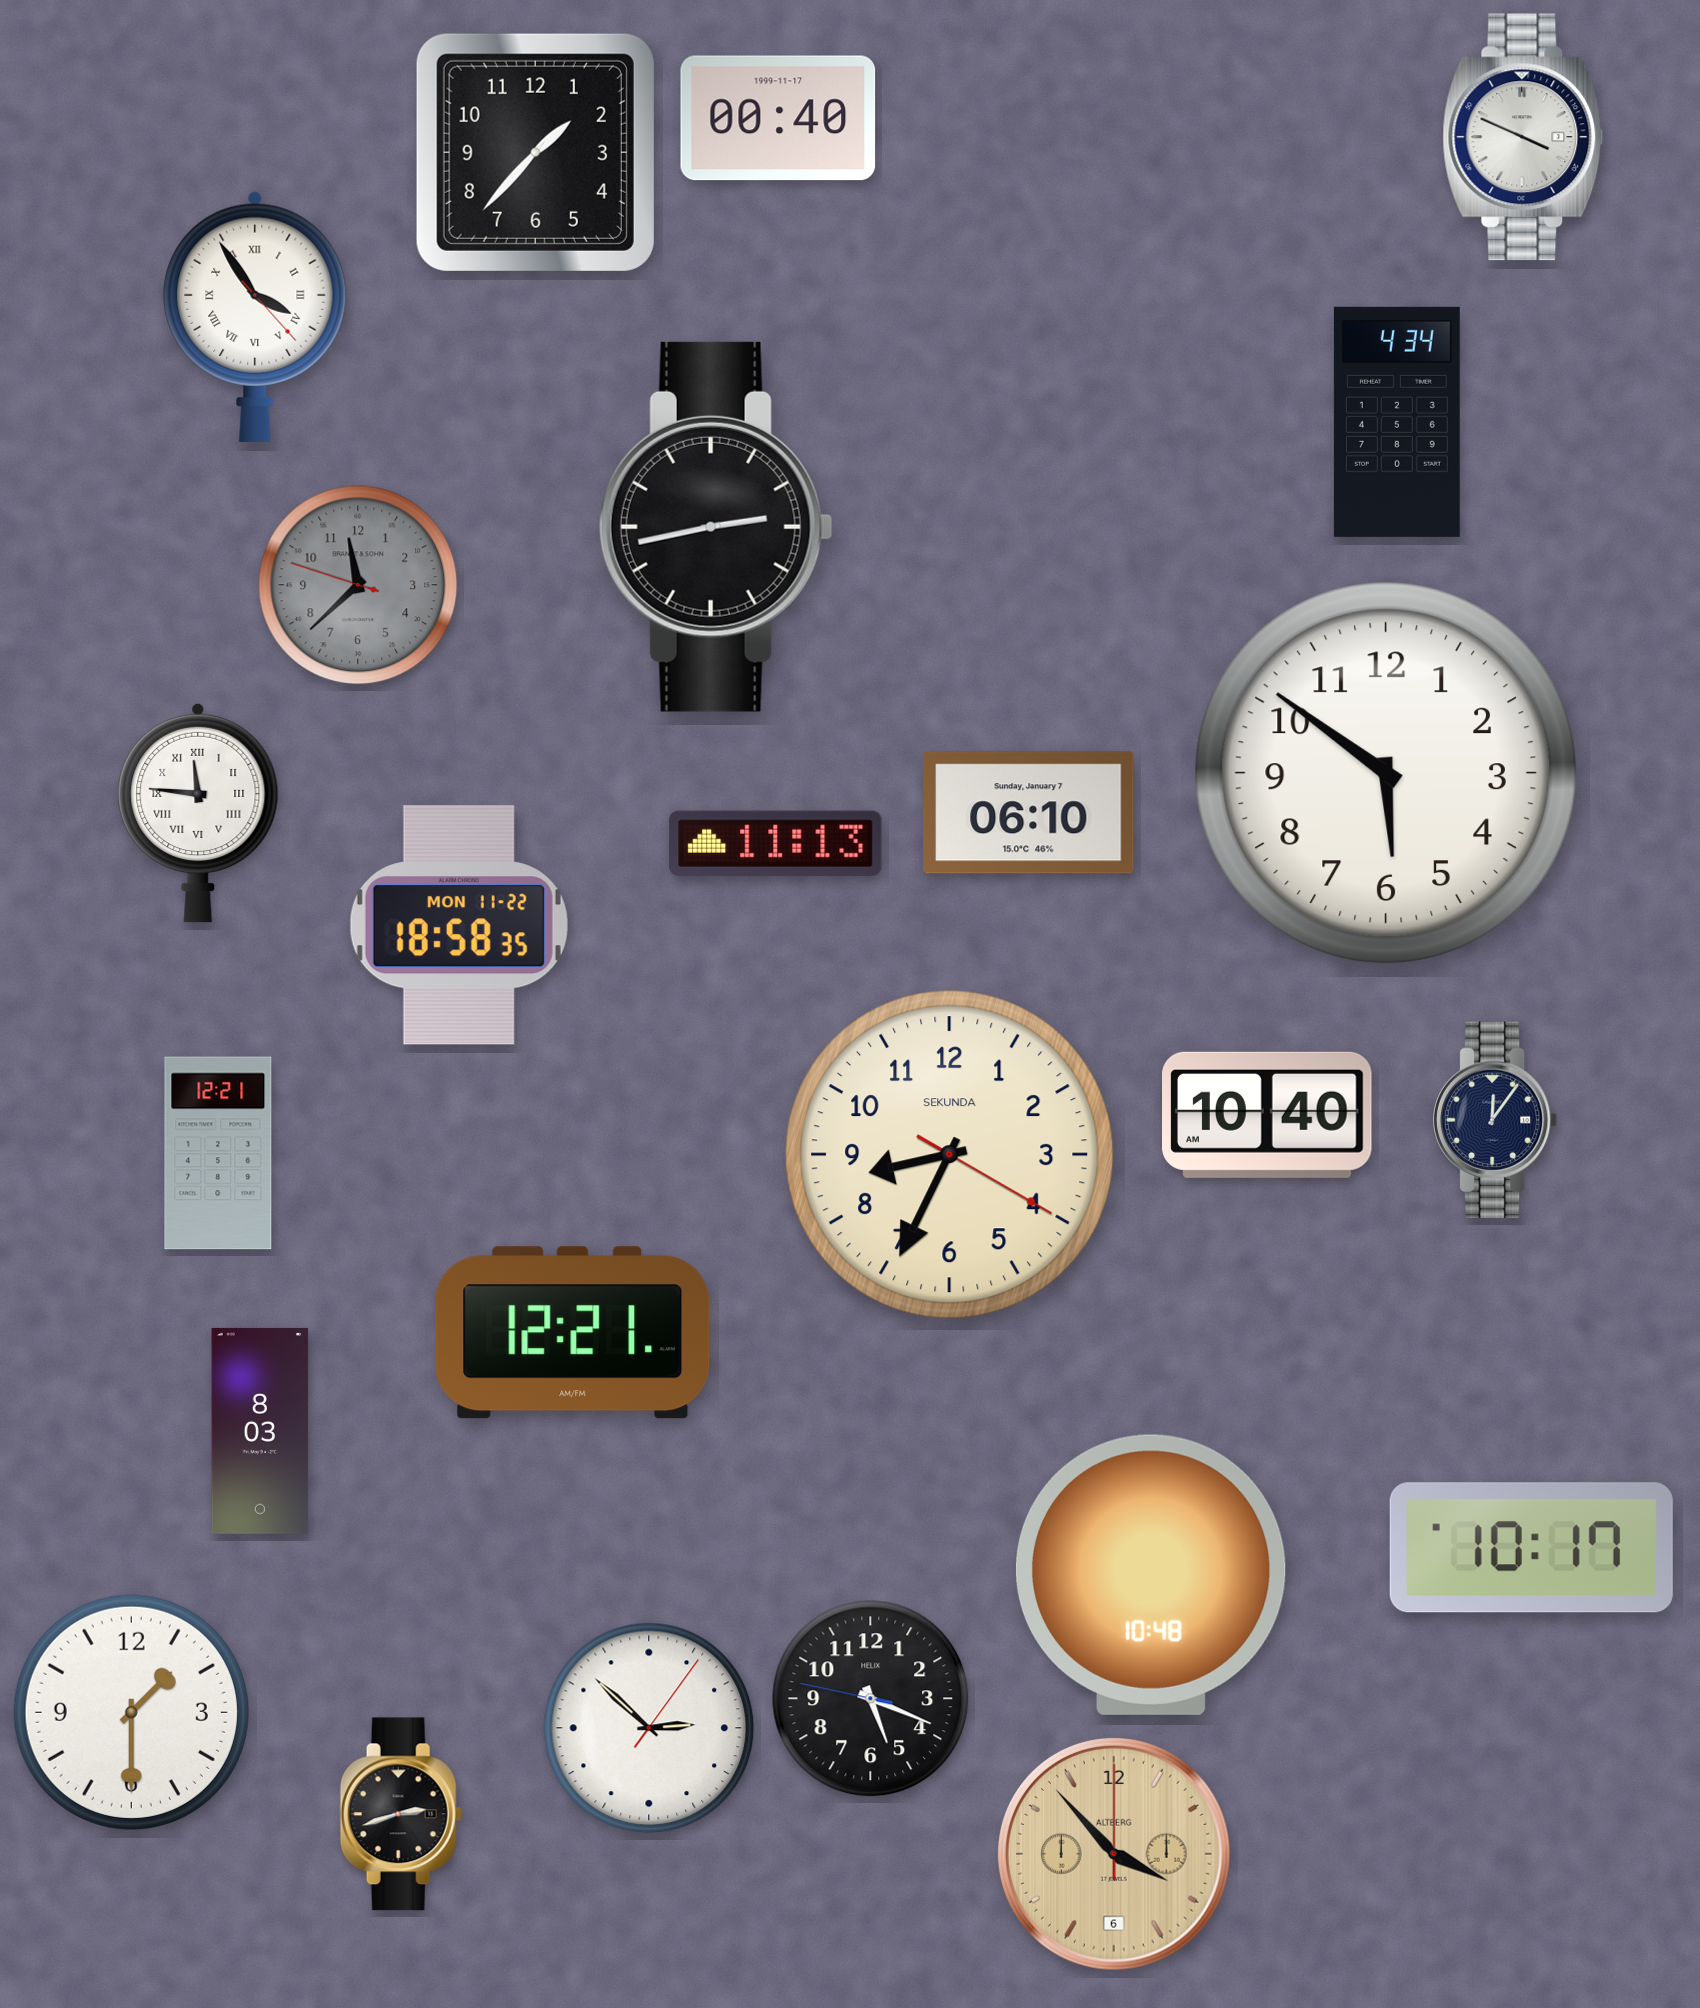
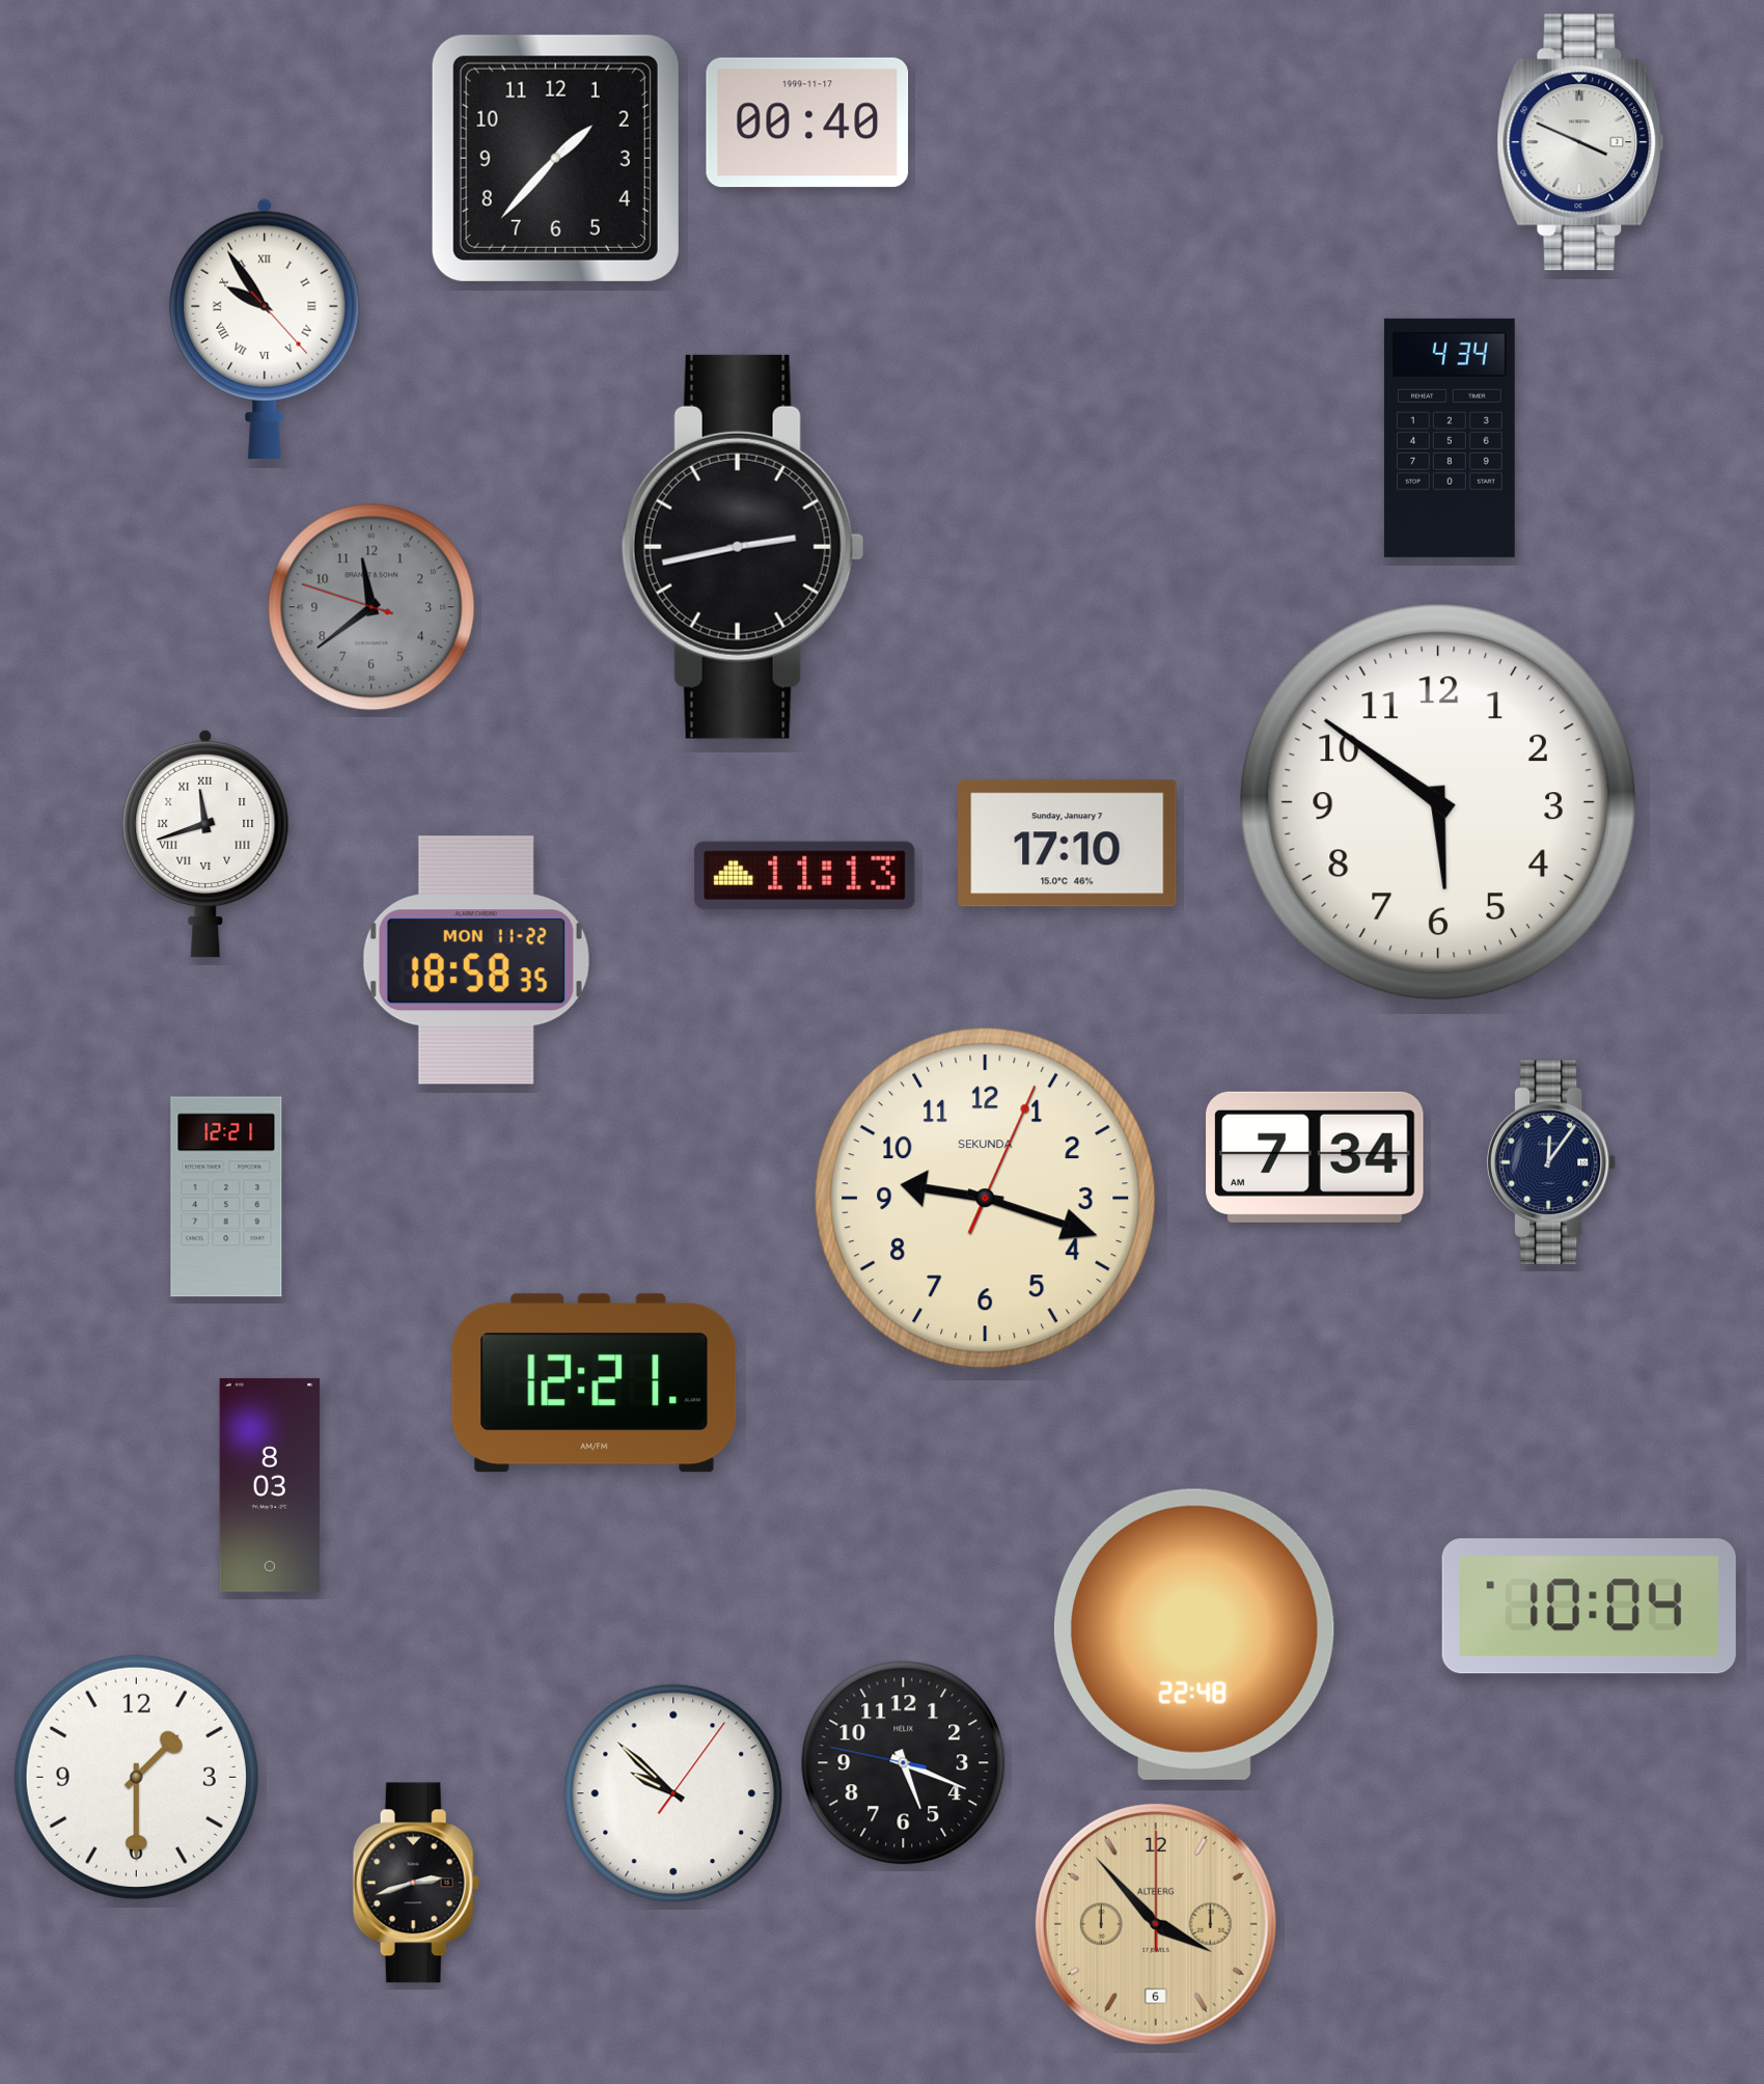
clock at (255, 316): 3:54 -> 9:54
clock at (358, 585): 11:37 -> 11:38
clock at (198, 813): 11:46 -> 11:42
clock at (1029, 813): 06:10 -> 17:10
clock at (1267, 1115): 10:40 -> 7:34
clock at (950, 1155): 8:34 -> 9:18
clock at (1531, 1548): 10:17 -> 10:04
clock at (1151, 1575): 10:48 -> 22:48
clock at (649, 1728): 2:52 -> 9:52
